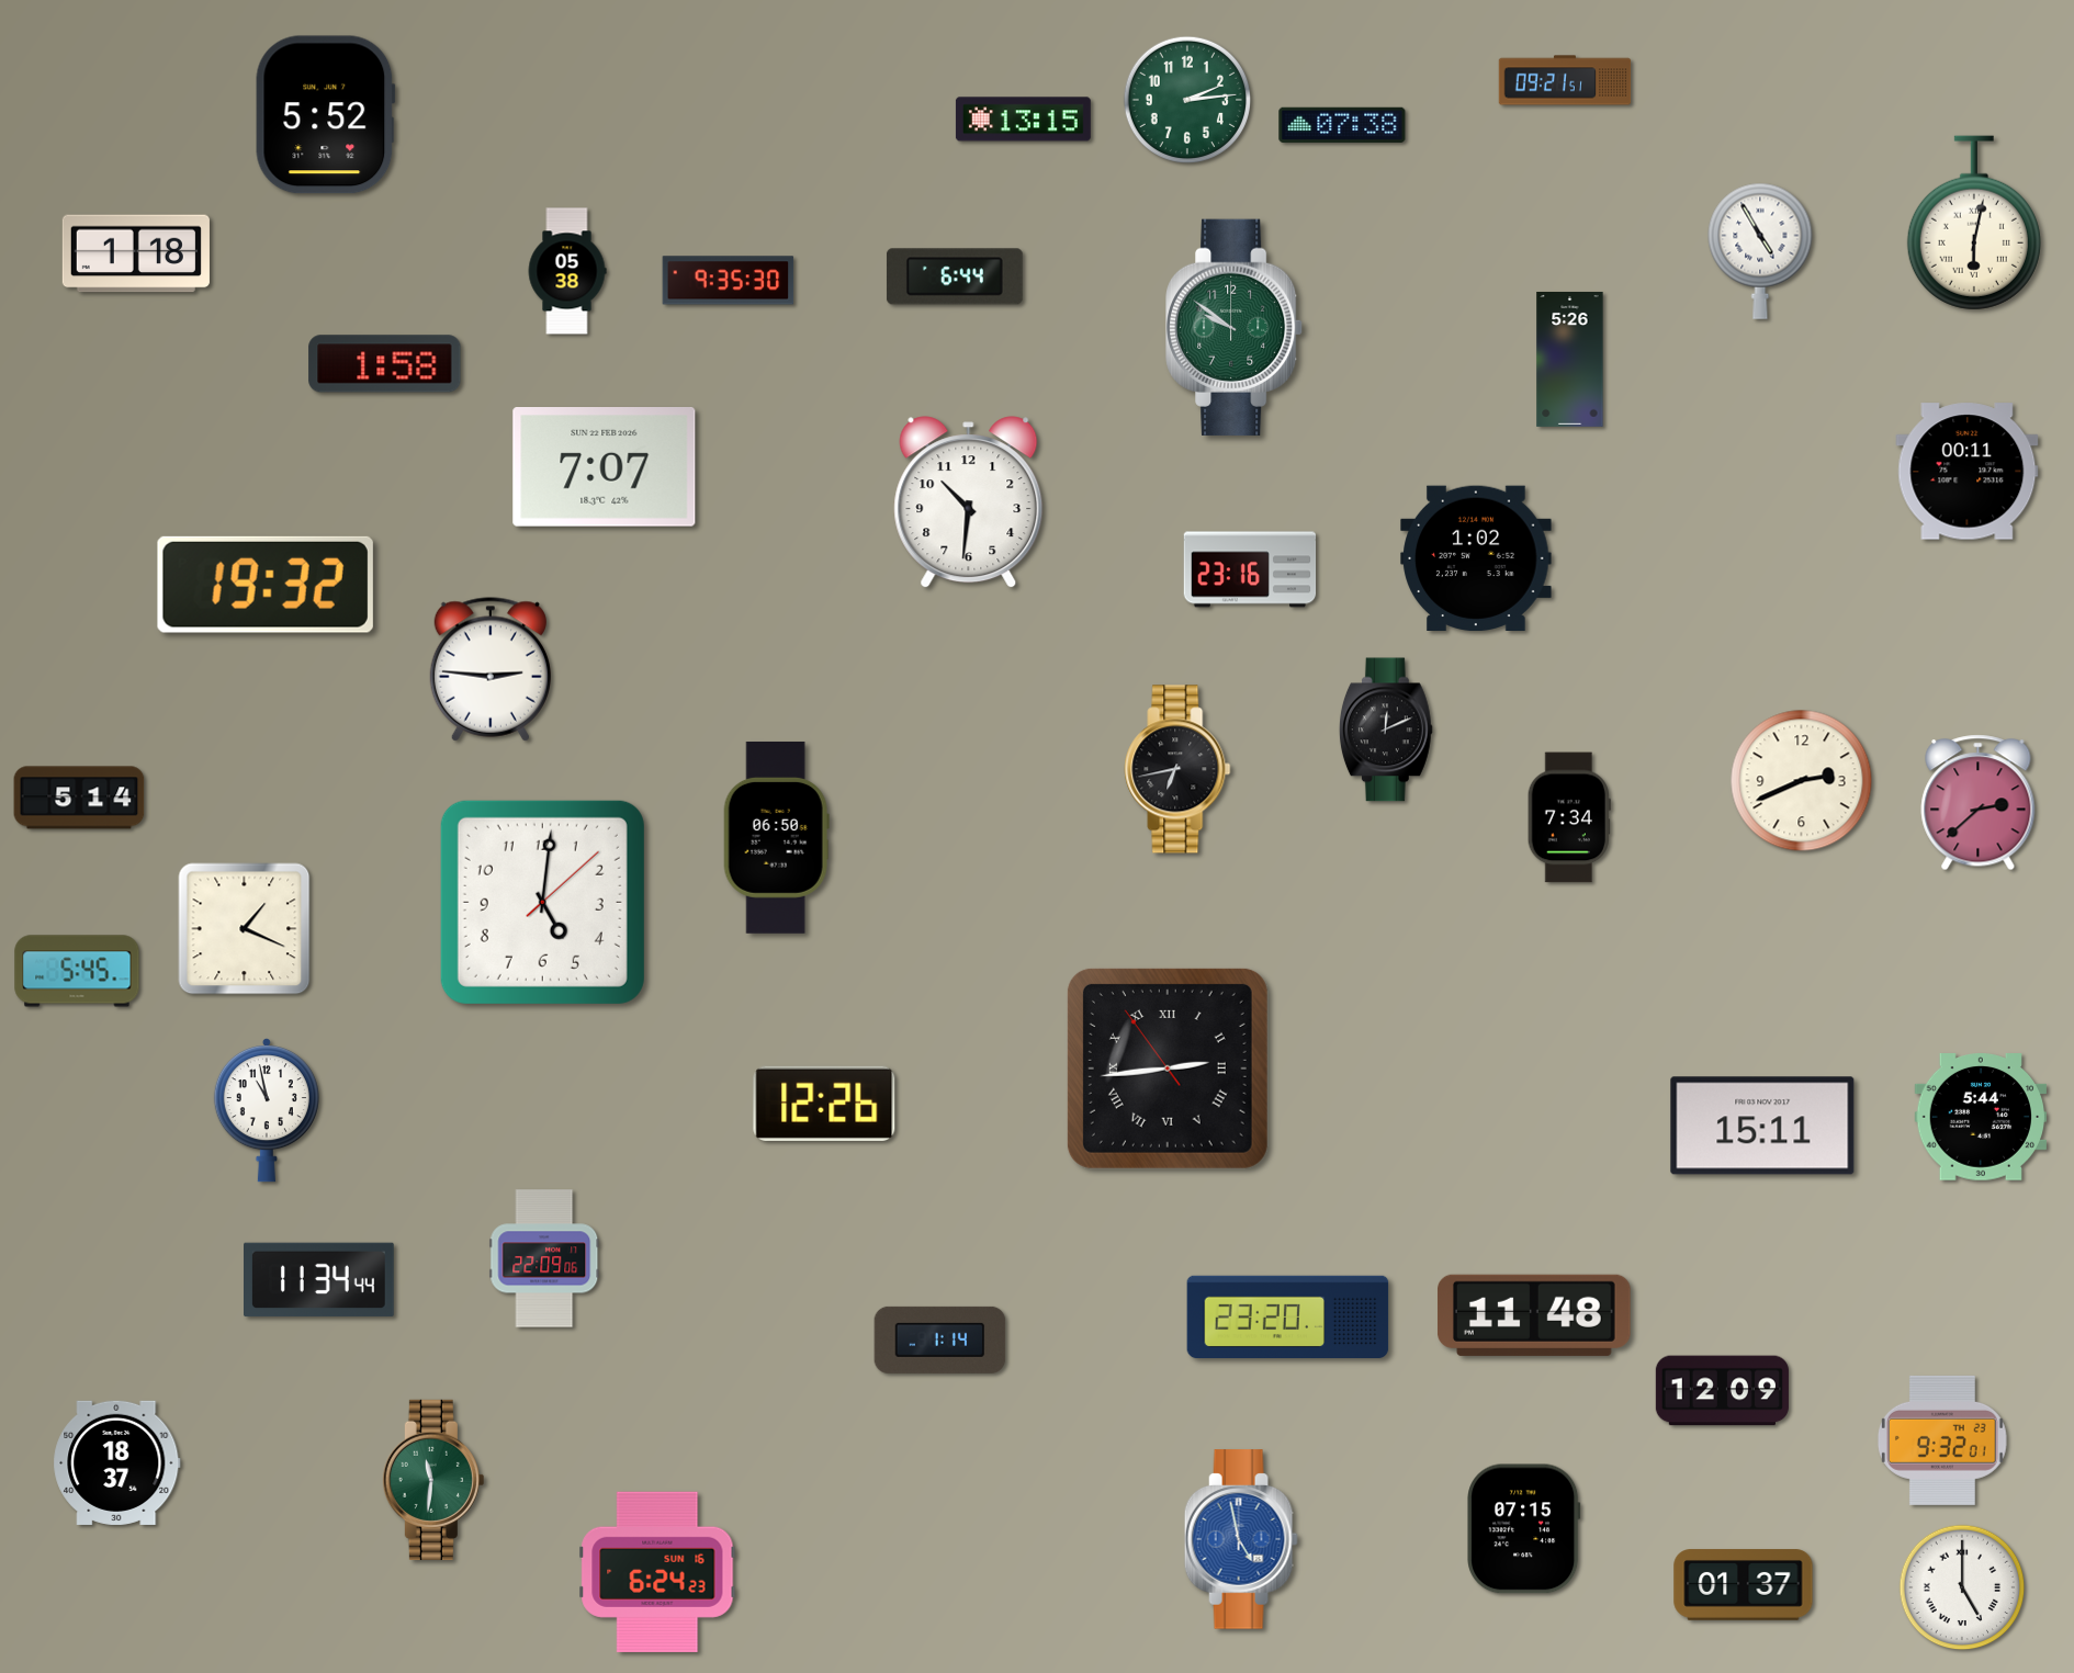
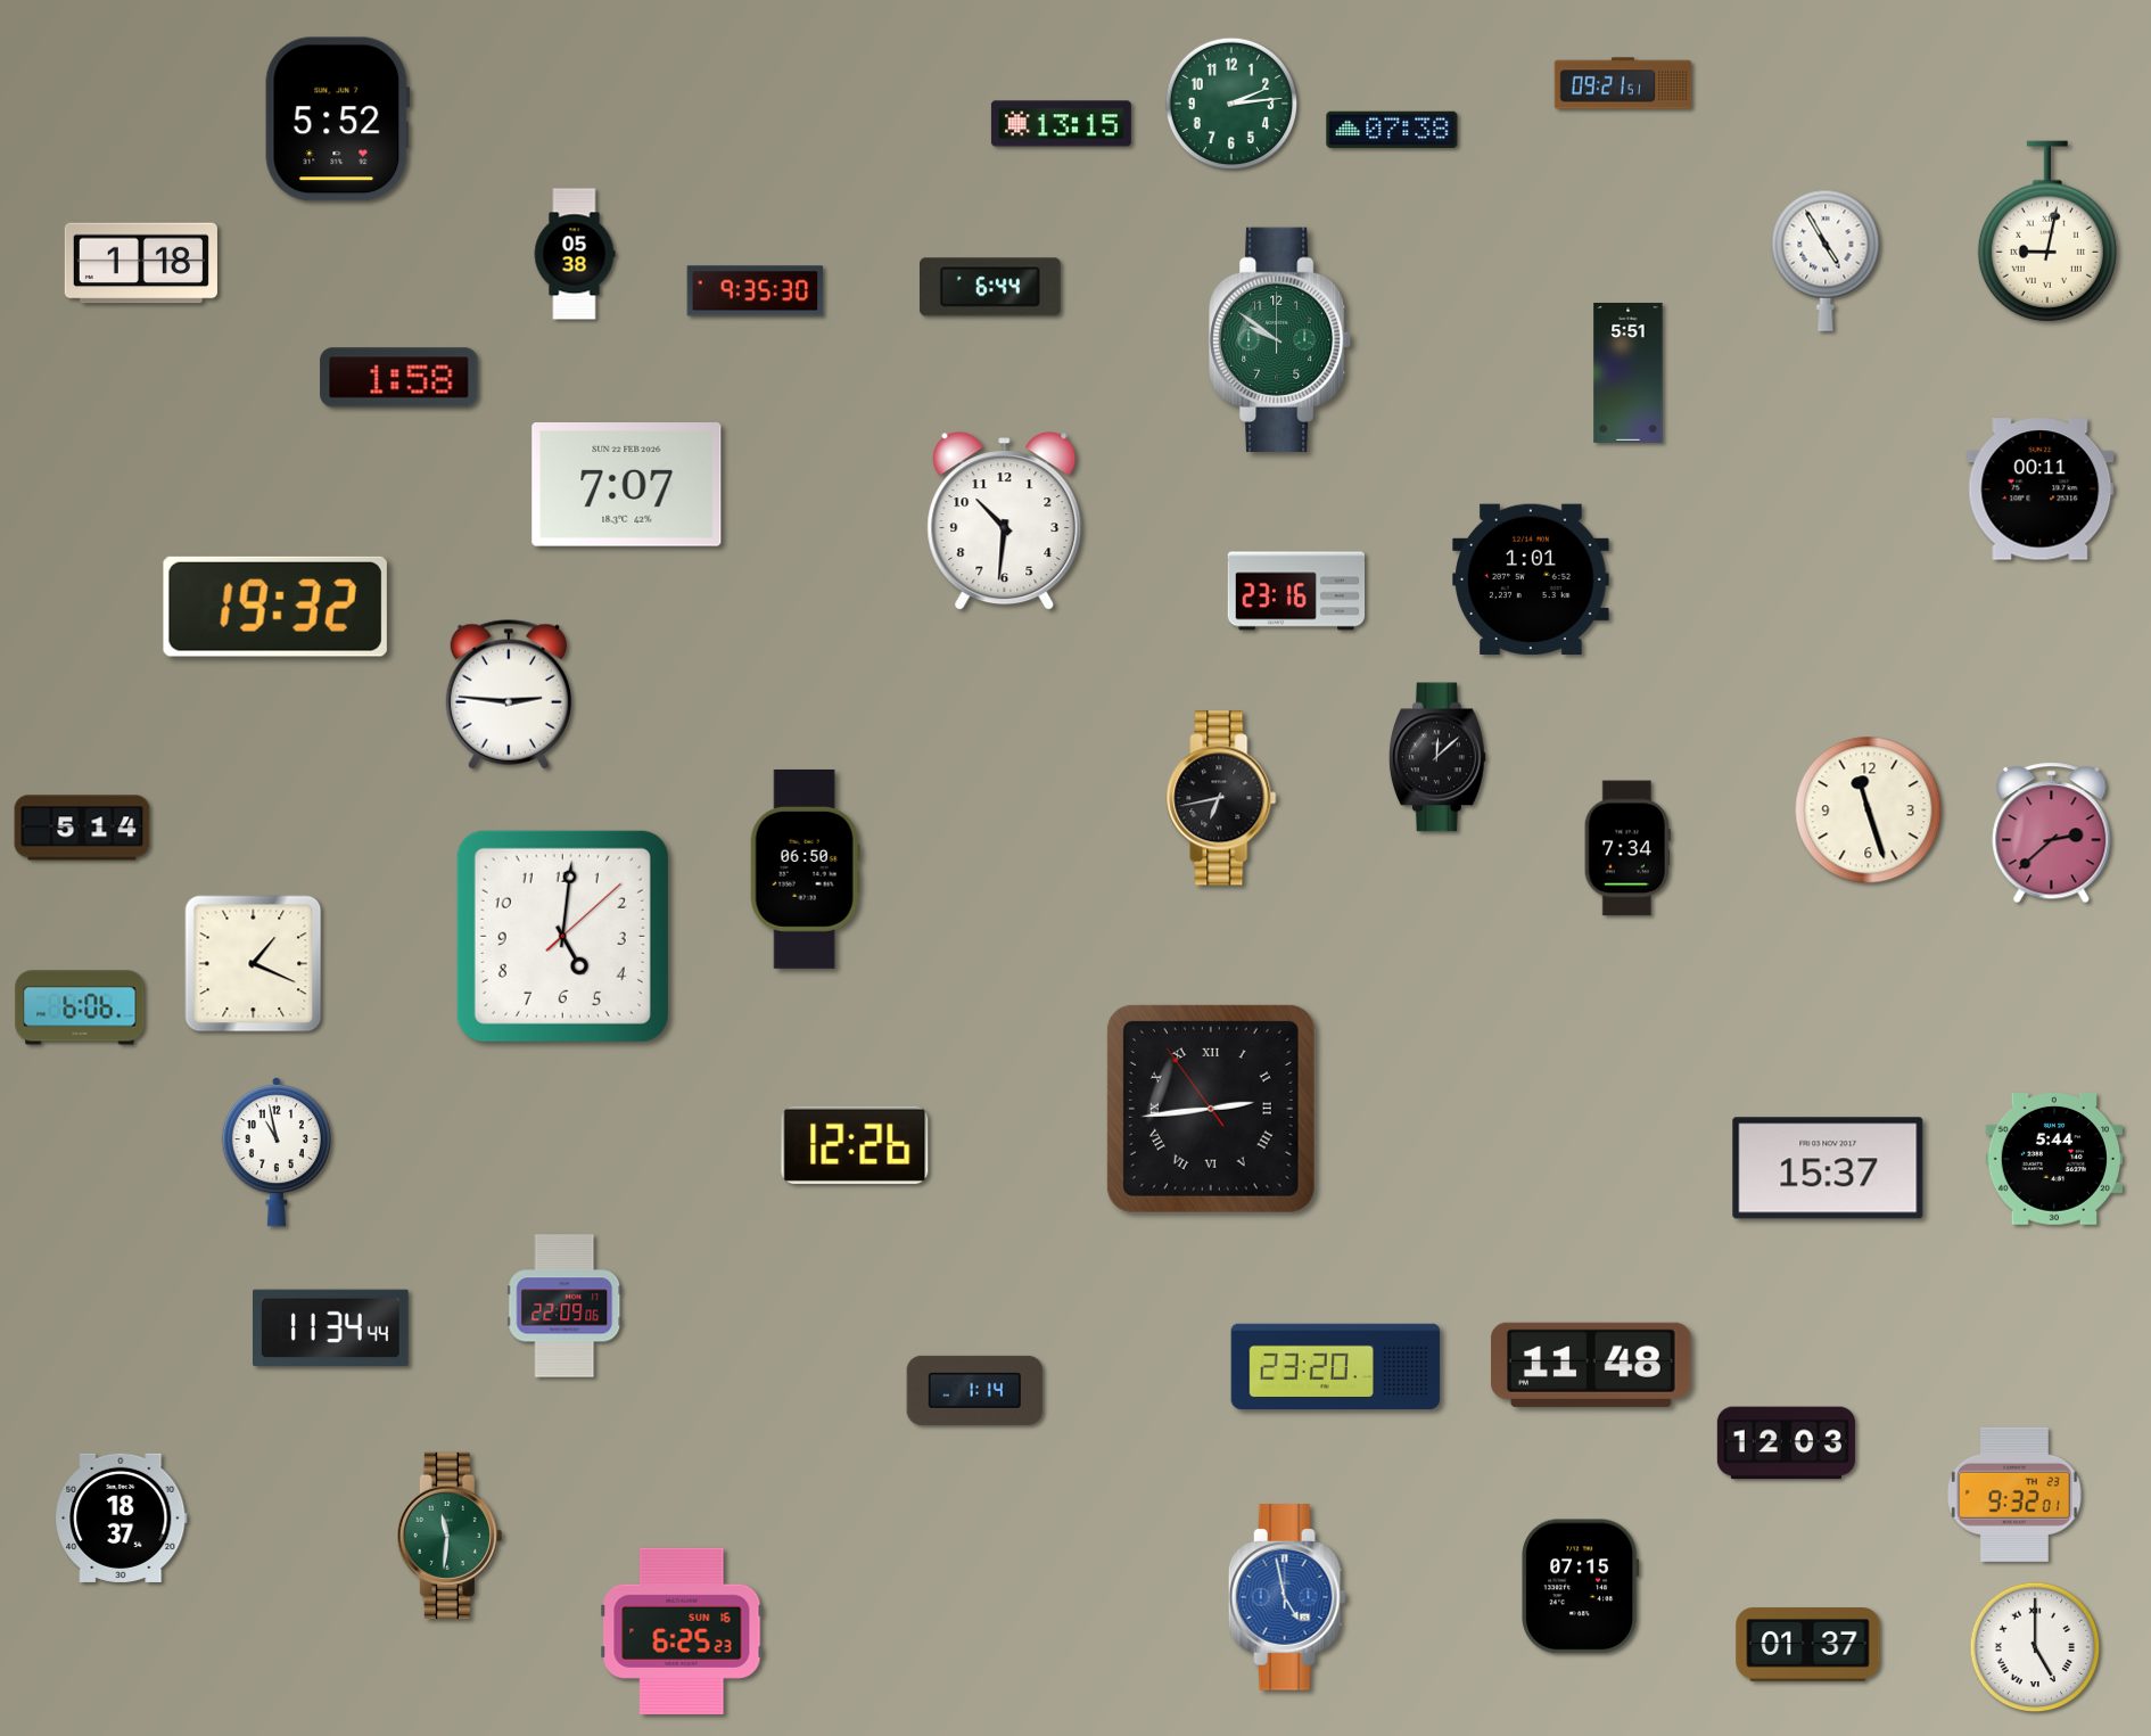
clock at (1974, 223): 6:02 -> 9:02
clock at (567, 271) position: (567, 271) -> (575, 254)
clock at (1570, 359): 5:26 -> 5:51
clock at (1476, 557): 1:02 -> 1:01
clock at (1386, 730): 12:11 -> 12:08
clock at (1802, 781): 2:41 -> 11:27
clock at (77, 971): 5:45 -> 6:06
clock at (1762, 1126): 15:11 -> 15:37
clock at (1722, 1391): 12:09 -> 12:03
clock at (657, 1572): 6:24 -> 6:25
